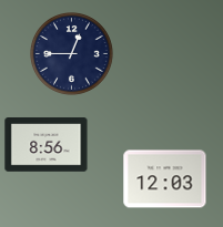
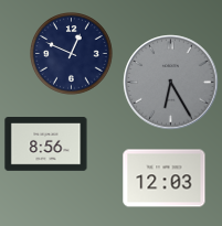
clock at (72, 54): 12:45 -> 12:49
clock at (171, 83): none -> 6:25
